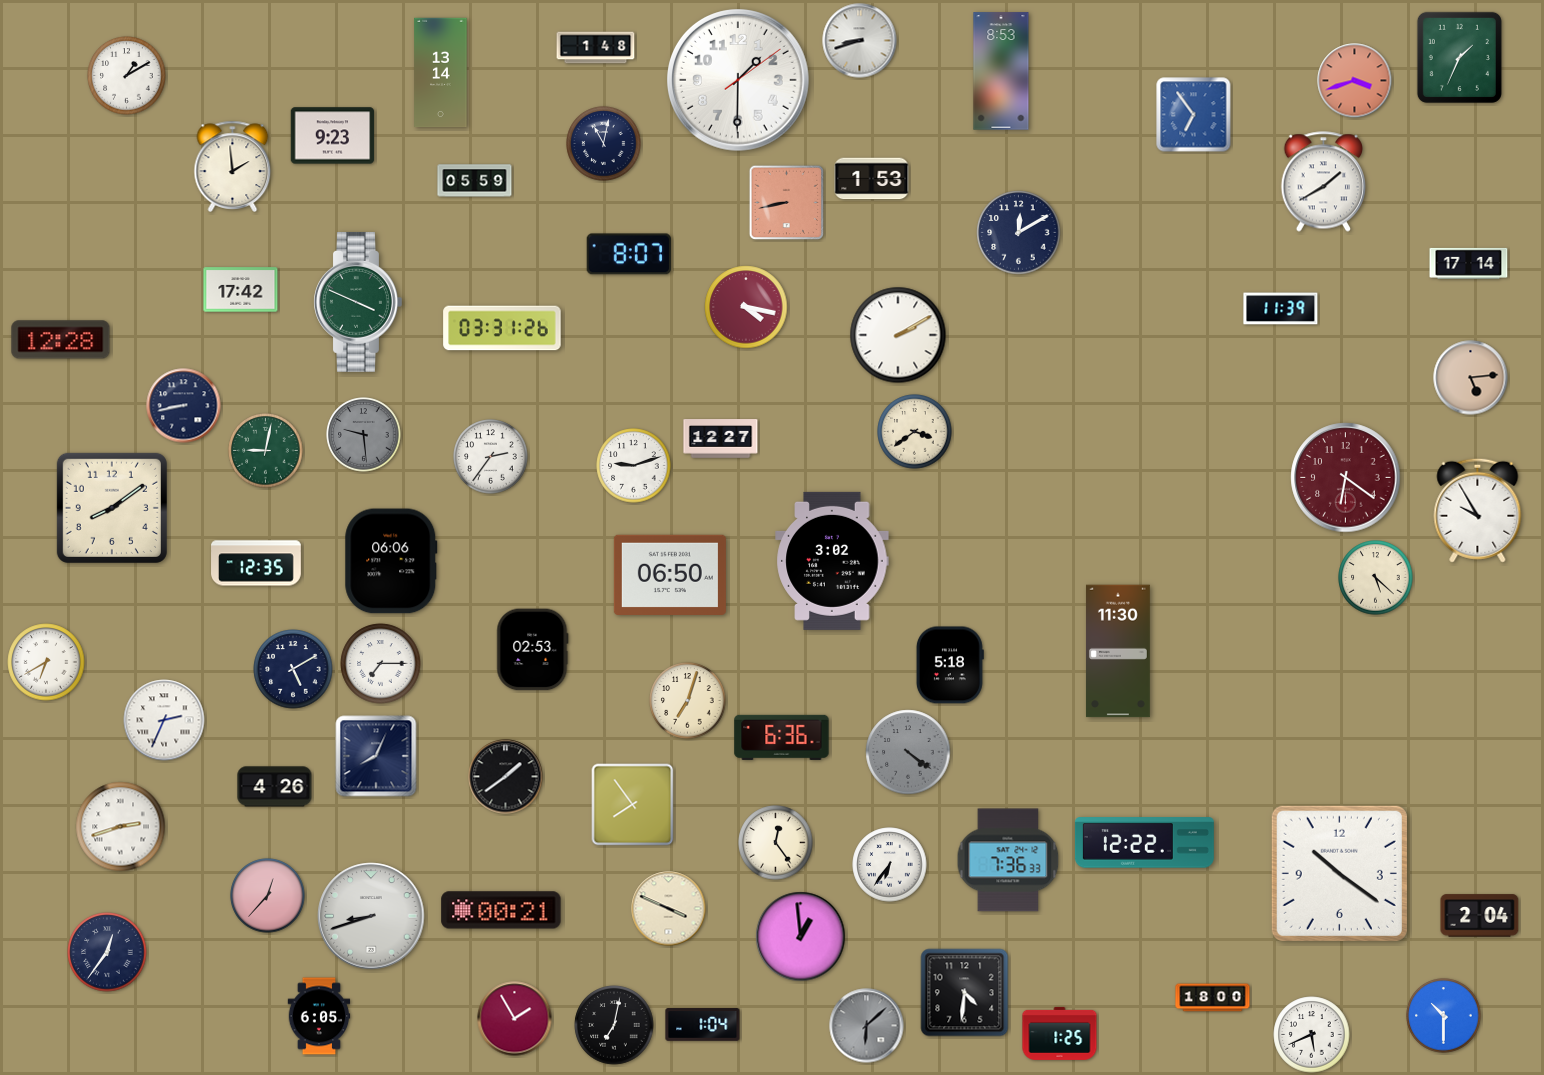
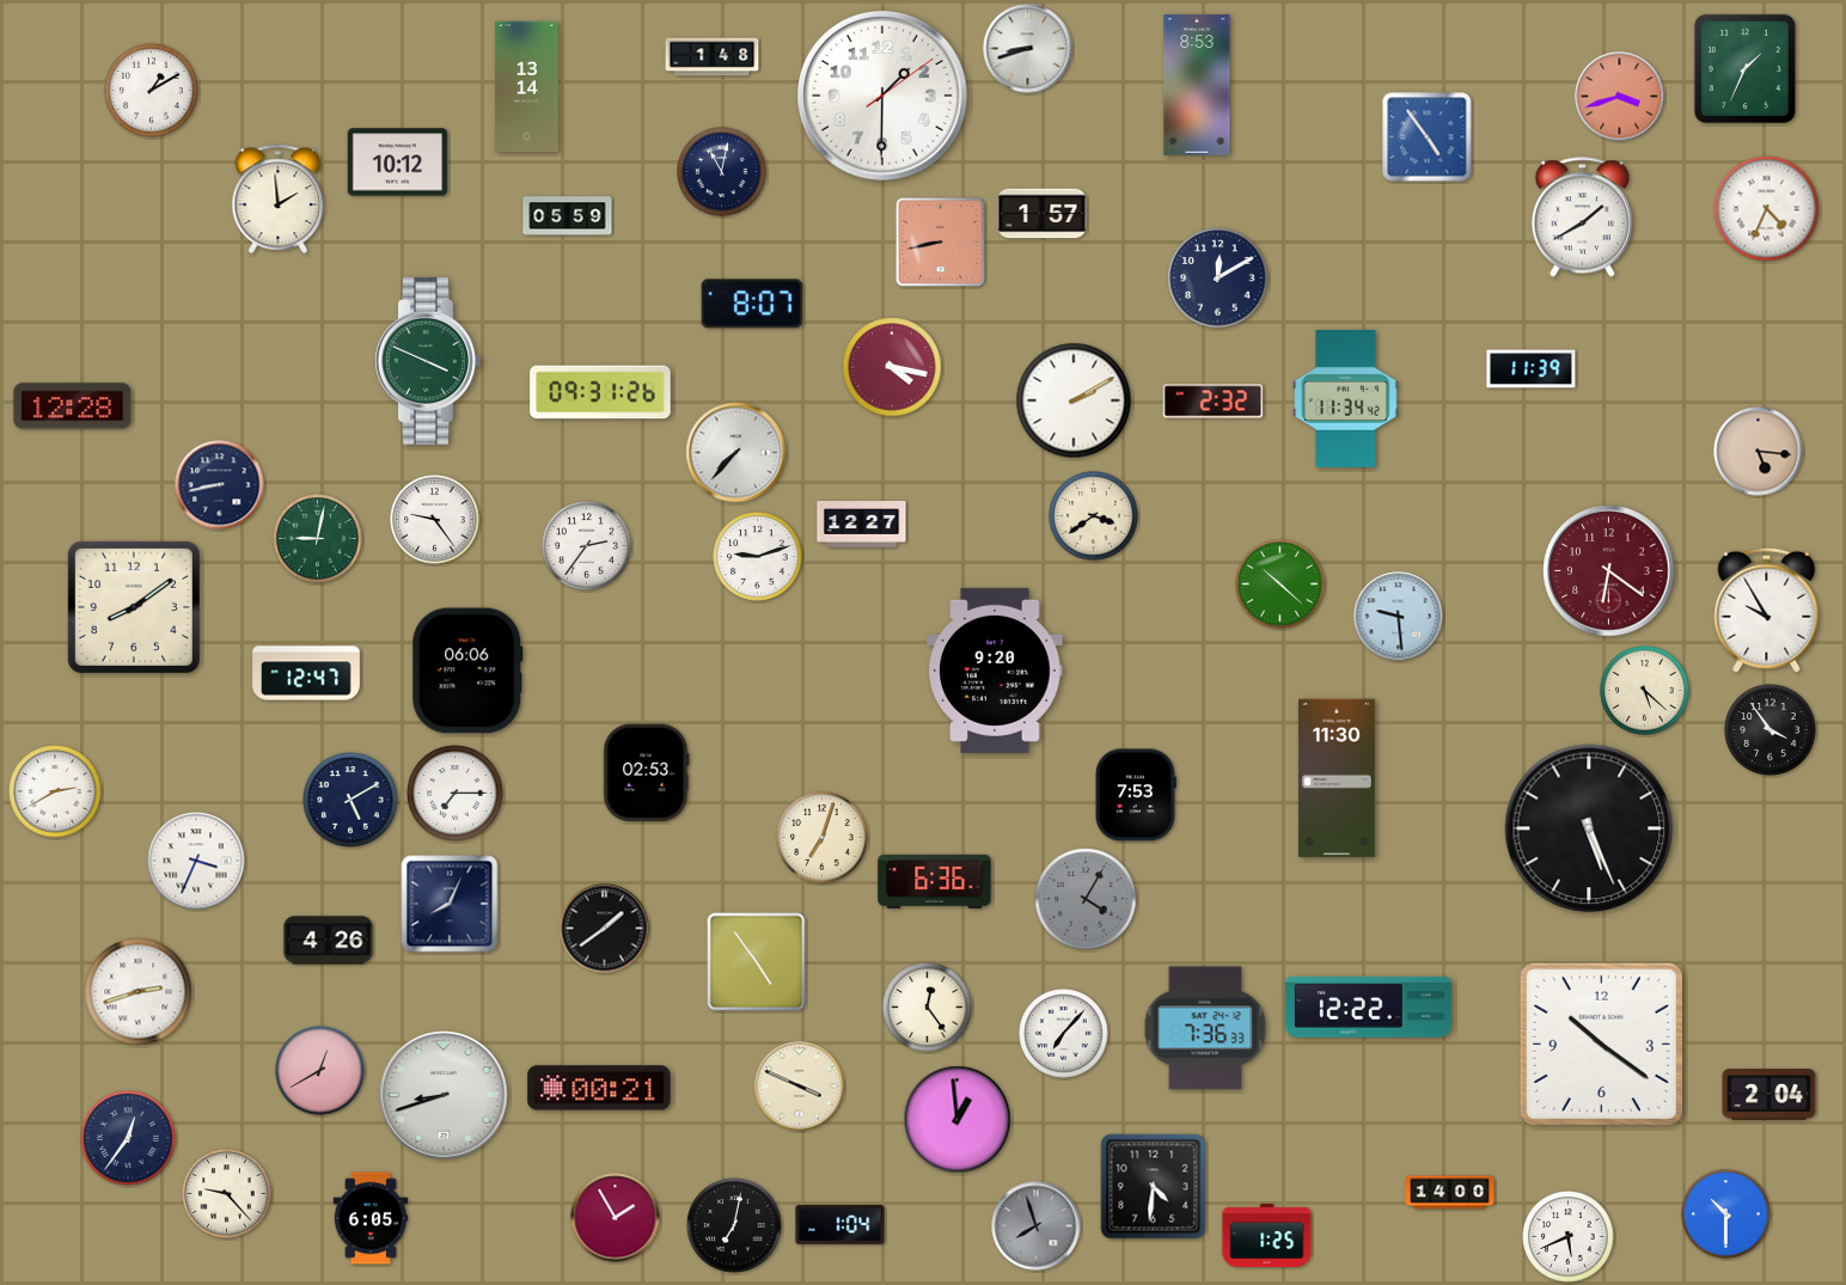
clock at (1194, 115): 6:54 -> 4:54
clock at (333, 136): 9:23 -> 10:12
clock at (1767, 209): none -> 4:34
clock at (872, 179): 1:53 -> 1:57
clock at (1469, 263): 17:14 -> none
clock at (241, 290): 17:42 -> none
clock at (502, 328): 03:31 -> 09:31
clock at (1346, 398): none -> 11:34
clock at (1214, 402): none -> 2:32
clock at (1471, 378): 5:14 -> 5:16
clock at (736, 453): none -> 7:37
clock at (364, 435): 9:29 -> 9:24
clock at (364, 435) dial: grey -> white
clock at (1280, 585): none -> 10:22
clock at (1399, 617): none -> 9:29
clock at (832, 561): 3:02 -> 9:20
clock at (256, 563): 12:35 -> 12:47
clock at (670, 574): 06:50 -> none
clock at (1771, 730): none -> 3:54
clock at (533, 650) position: (533, 650) -> (647, 773)
clock at (46, 662): 6:40 -> 2:40
clock at (950, 665): 5:18 -> 7:53
clock at (1589, 828): none -> 5:26
clock at (164, 720): 2:34 -> 3:34
clock at (908, 752): 4:21 -> 4:05
clock at (633, 805): 7:54 -> 4:54
clock at (121, 827) position: (121, 827) -> (139, 992)
clock at (890, 865): 6:36 -> 7:07
clock at (268, 896): 12:37 -> 12:40
clock at (1213, 998): 18:00 -> 14:00
clock at (227, 1194): none -> 9:23
clock at (319, 1016) position: (319, 1016) -> (371, 1218)
clock at (867, 1026): 6:08 -> 7:57
